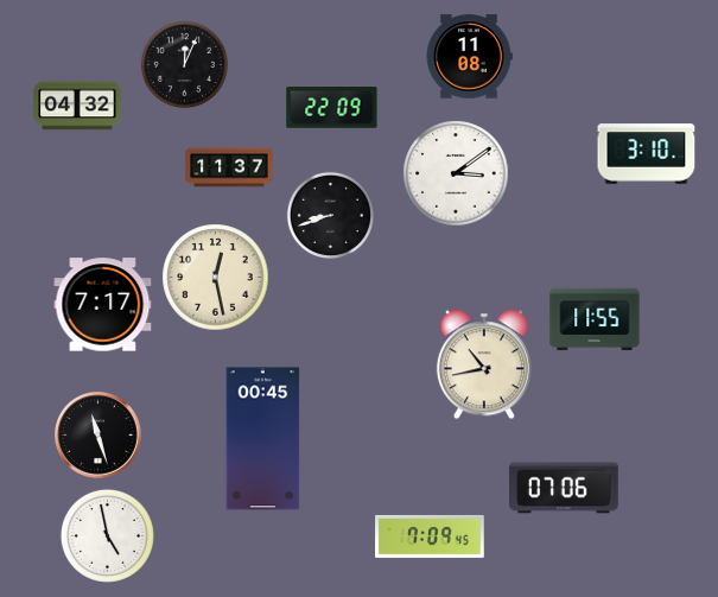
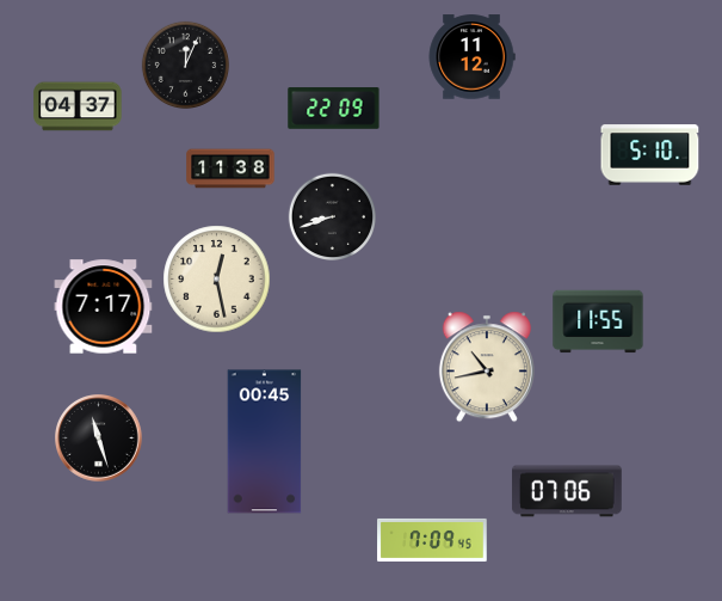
clock at (469, 57): 11:08 -> 11:12
clock at (77, 106): 04:32 -> 04:37
clock at (647, 154): 3:10 -> 5:10
clock at (229, 167): 11:37 -> 11:38
clock at (456, 173): 3:09 -> none
clock at (107, 535): 4:58 -> none
